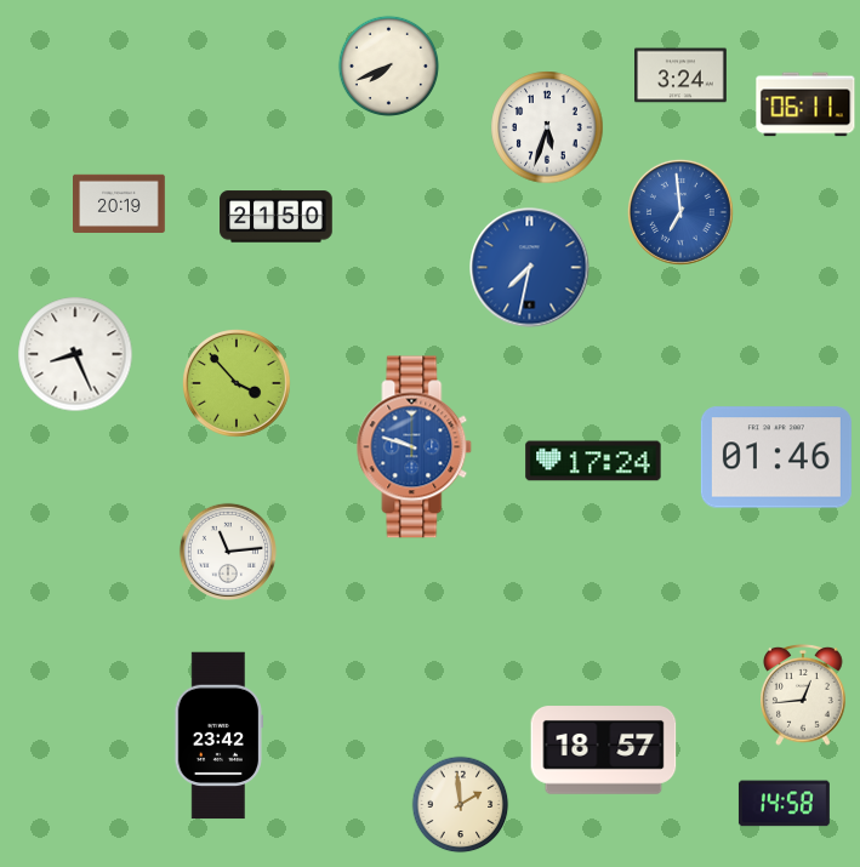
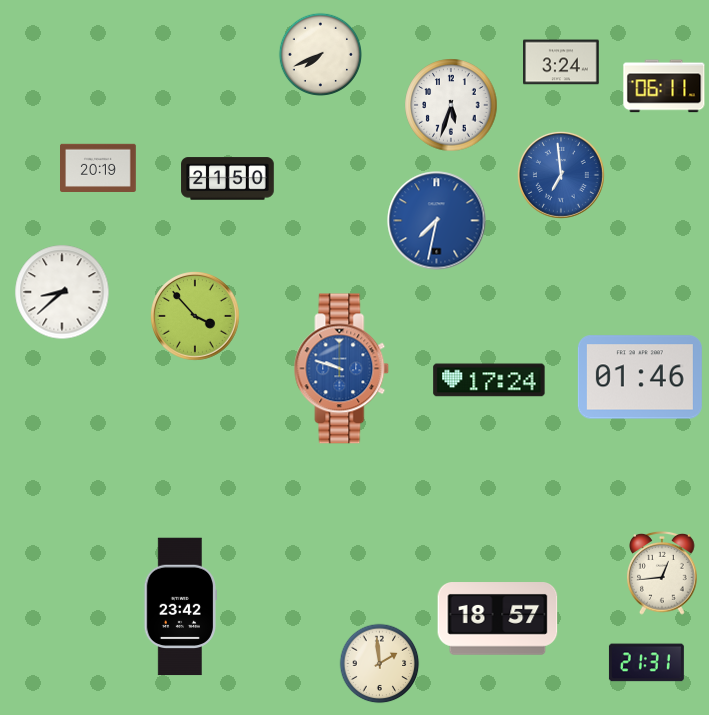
clock at (75, 354): 8:26 -> 8:38
clock at (228, 552): 11:14 -> none
clock at (784, 804): 14:58 -> 21:31
